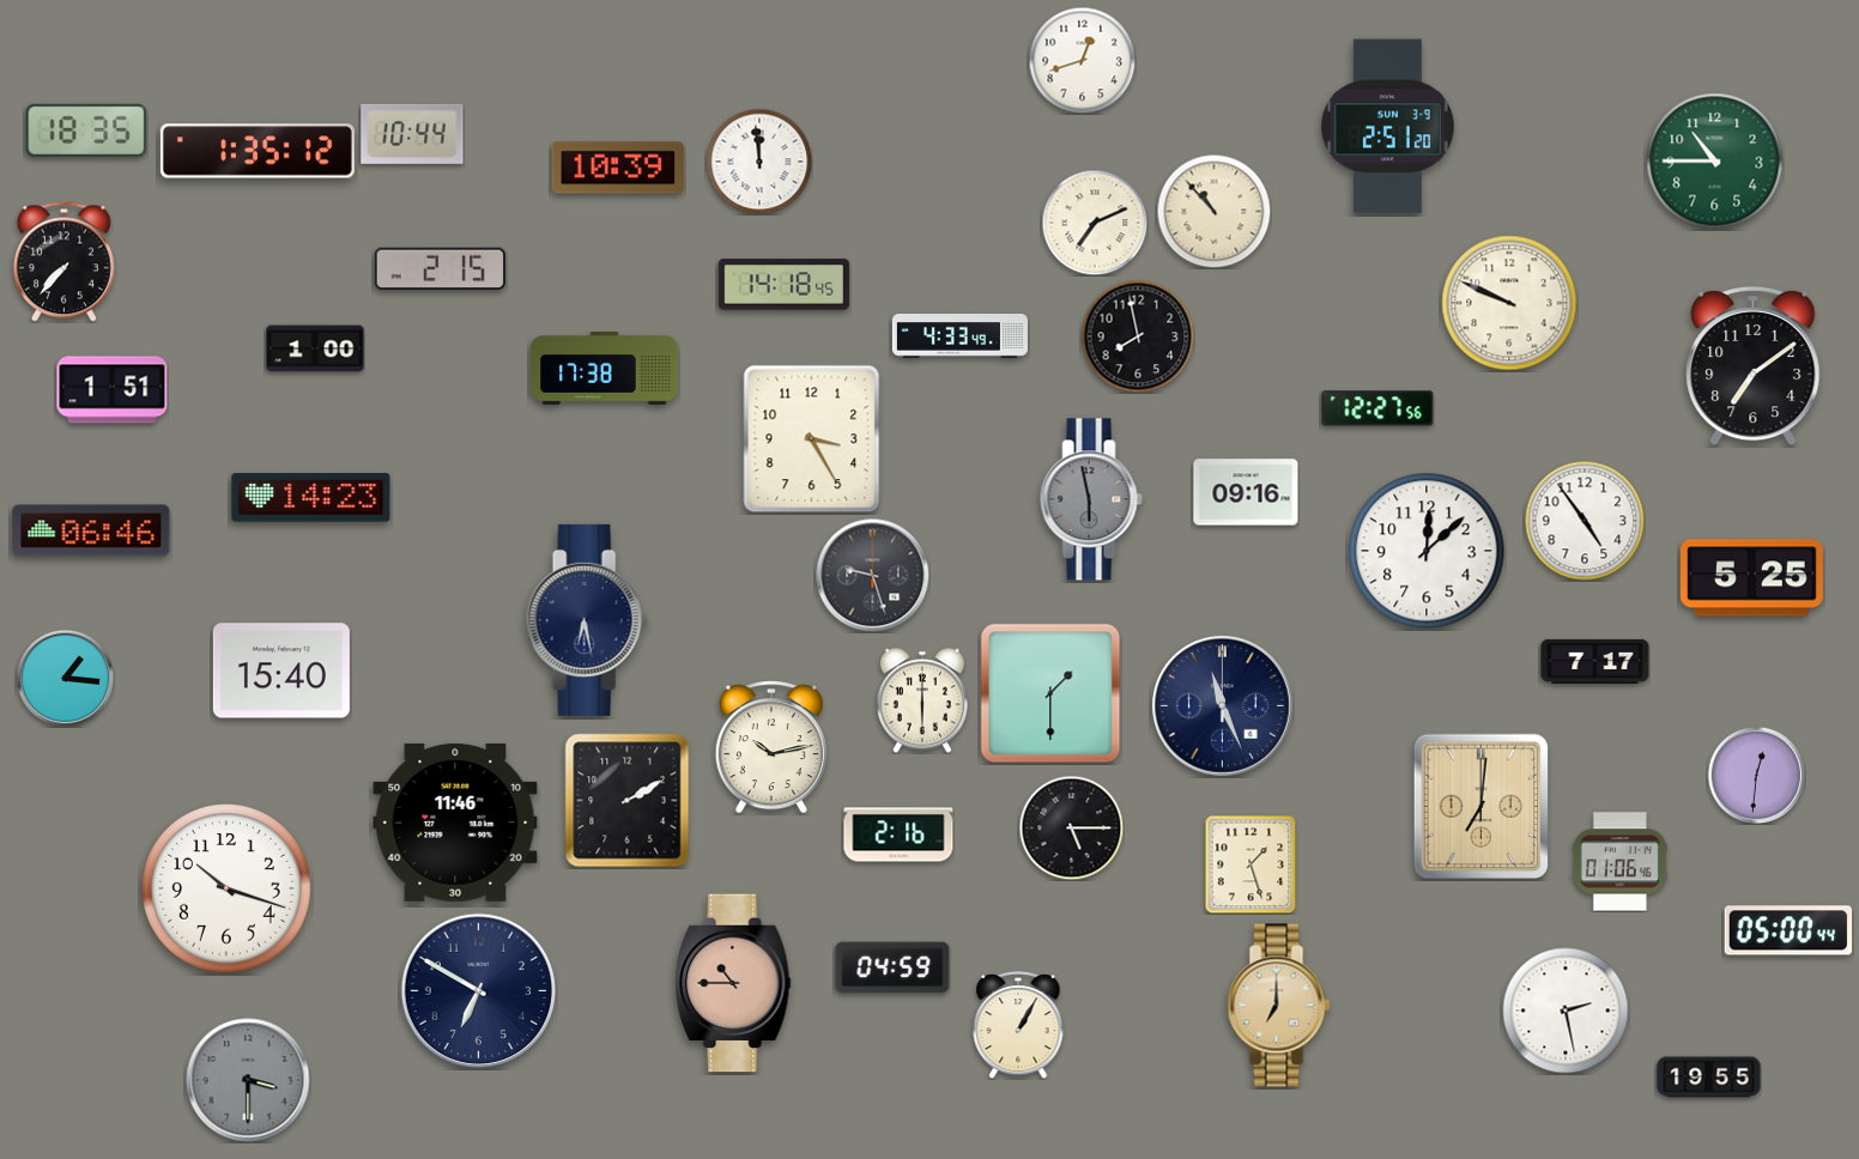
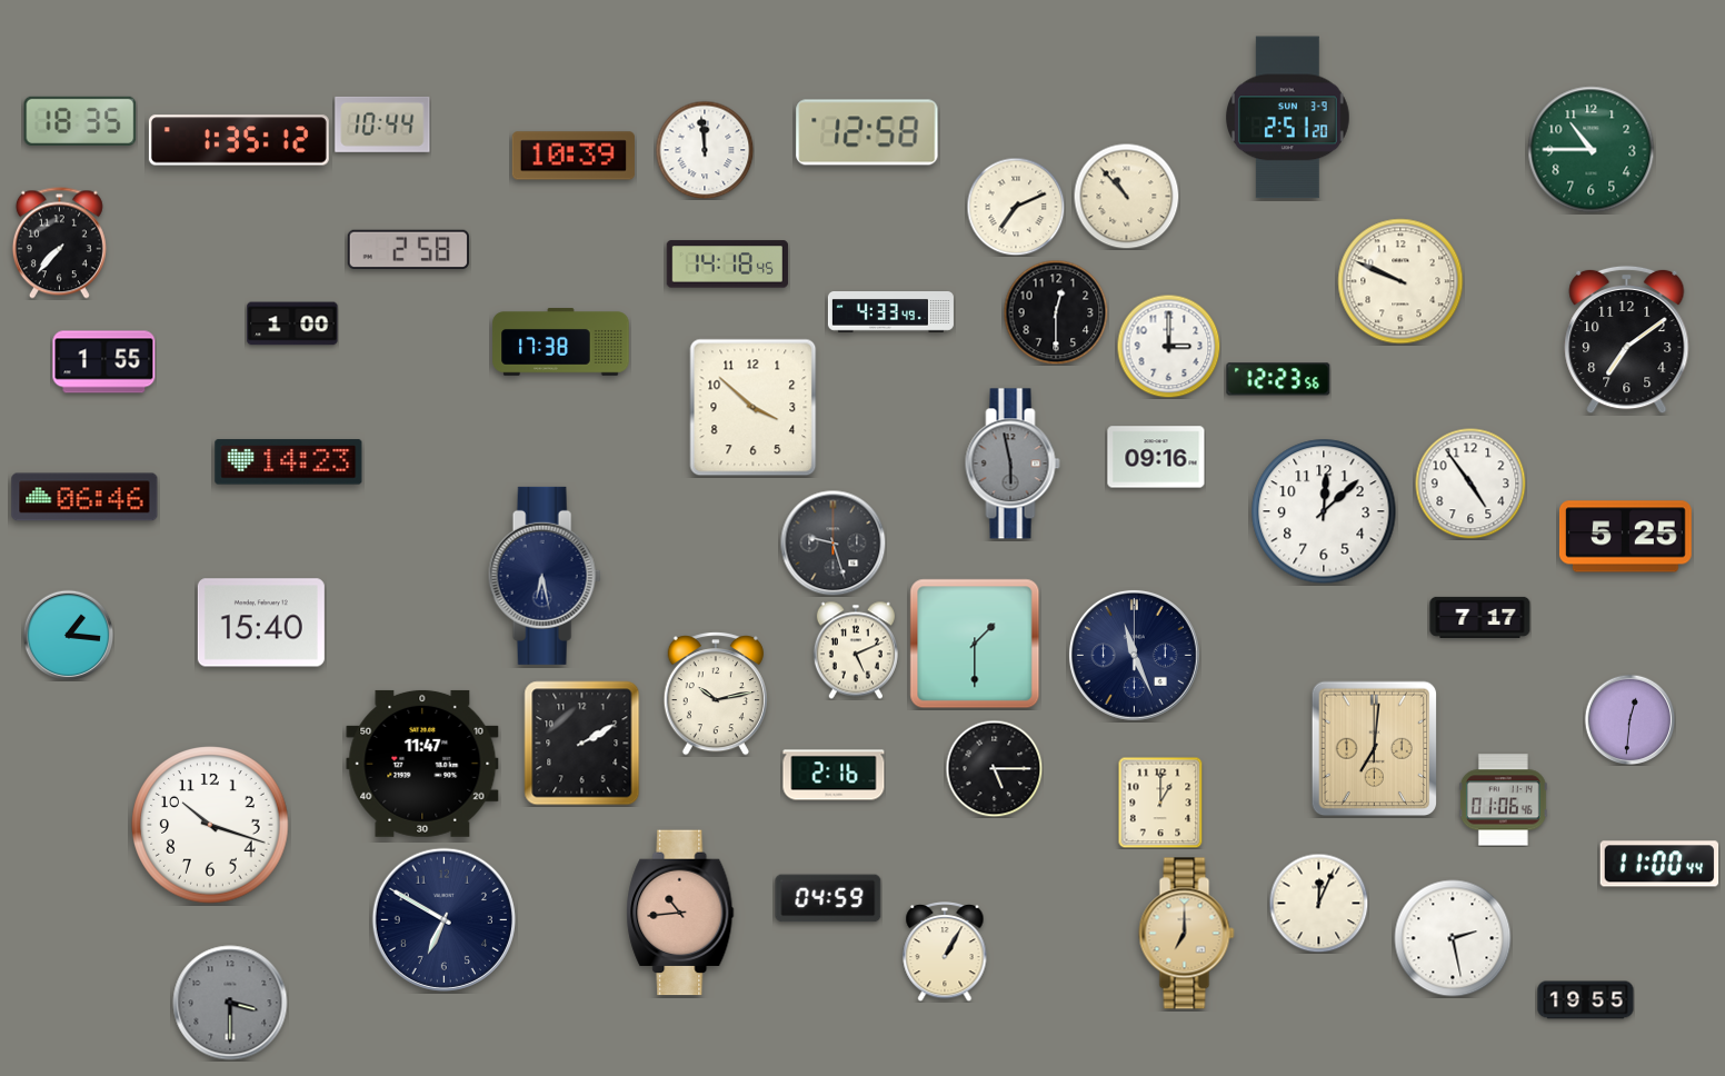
clock at (1082, 60): 12:42 -> none
clock at (867, 132): none -> 12:58
clock at (440, 269): 2:15 -> 2:58
clock at (1138, 336): 7:58 -> 12:30
clock at (1168, 346): none -> 3:00
clock at (113, 390): 1:51 -> 1:55
clock at (1377, 408): 12:27 -> 12:23
clock at (812, 439): 3:25 -> 3:52
clock at (91, 530) position: (91, 530) -> (84, 497)
clock at (872, 575) position: (872, 575) -> (832, 542)
clock at (1595, 661) position: (1595, 661) -> (1480, 617)
clock at (65, 678) position: (65, 678) -> (68, 635)
clock at (922, 700): 6:00 -> 5:11
clock at (455, 823): 11:46 -> 11:47
clock at (1251, 864): 1:27 -> 1:00
clock at (1788, 930): 05:00 -> 11:00
clock at (1318, 903): none -> 12:04
clock at (733, 983): 10:45 -> 10:44
